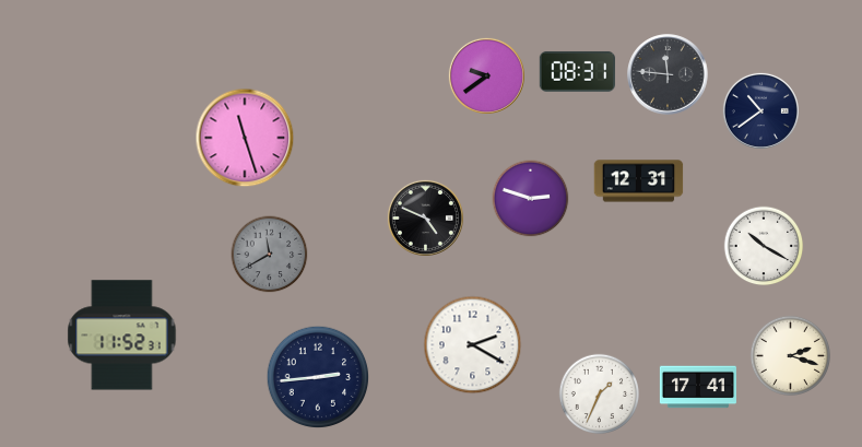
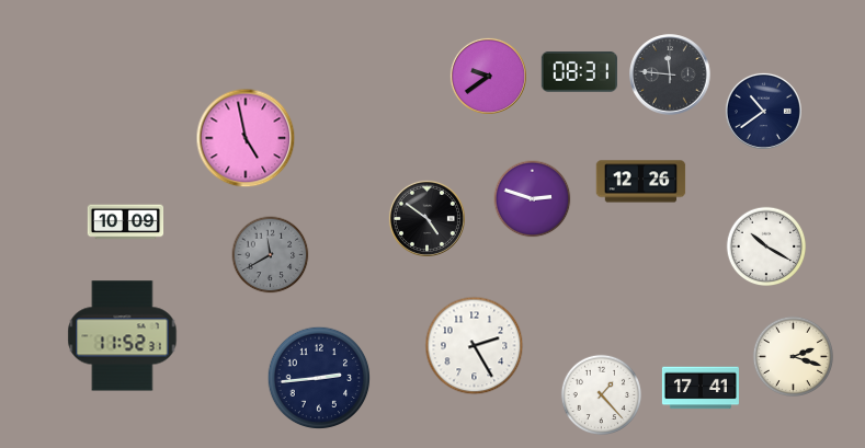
clock at (245, 138): 11:27 -> 4:58
clock at (639, 181): 12:31 -> 12:26
clock at (425, 217): 4:49 -> 4:51
clock at (126, 222): none -> 10:09
clock at (473, 345): 2:20 -> 2:25
clock at (599, 393): 1:34 -> 1:23
